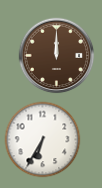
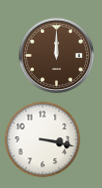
clock at (43, 140): 6:35 -> 3:17
